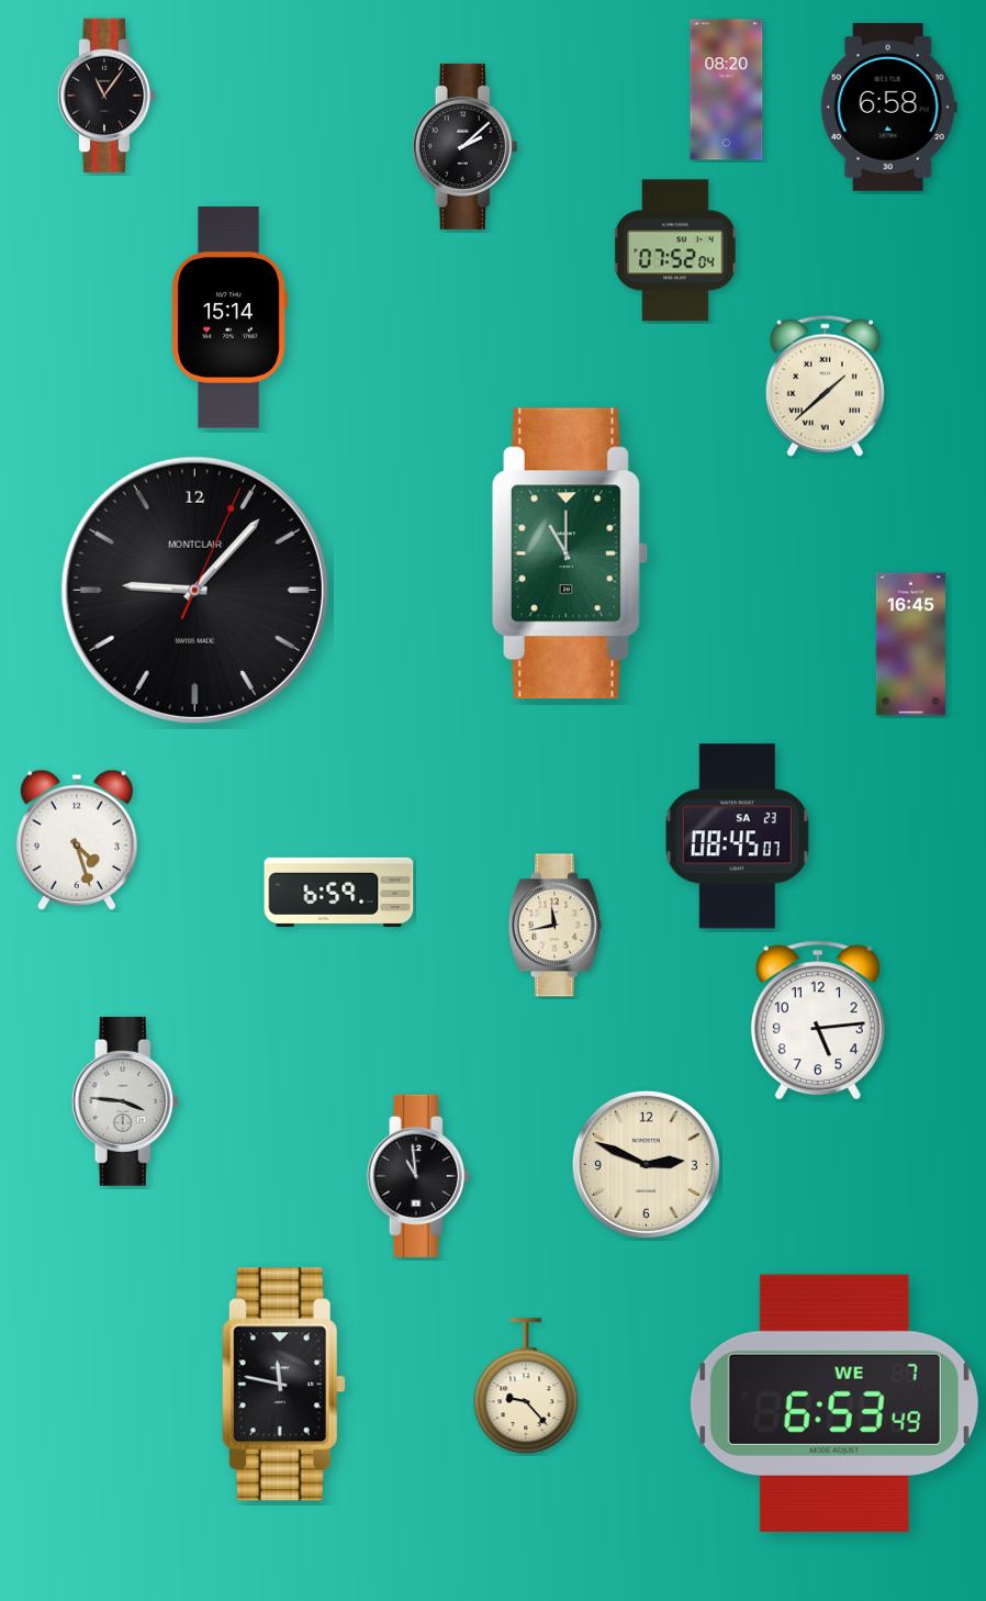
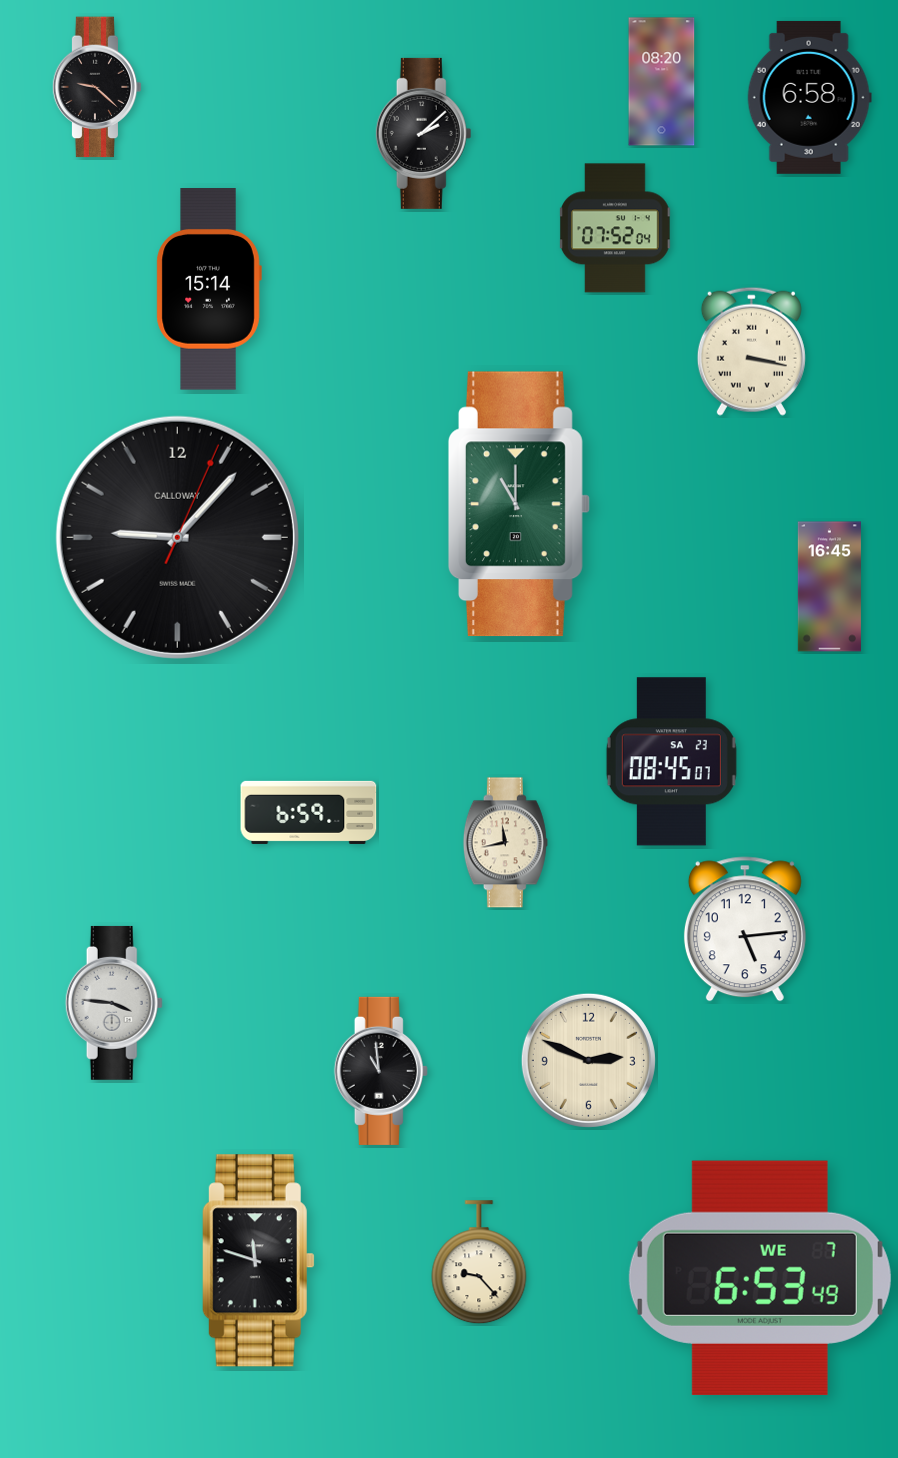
clock at (107, 96): 11:06 -> 9:22
clock at (825, 385): 1:38 -> 3:17
clock at (194, 590) brand: MONTCLAIR -> CALLOWAY
clock at (77, 840): 4:27 -> none
clock at (283, 1385): 11:47 -> 11:48
